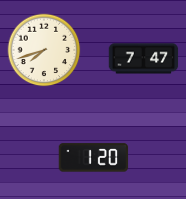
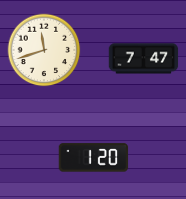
clock at (44, 50): 7:42 -> 11:42
